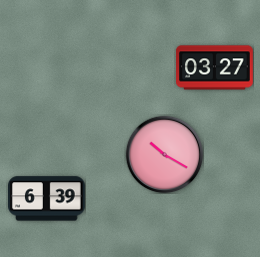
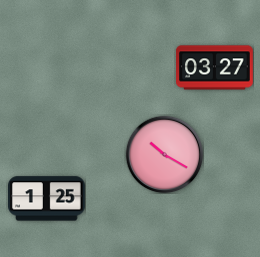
clock at (47, 199): 6:39 -> 1:25
